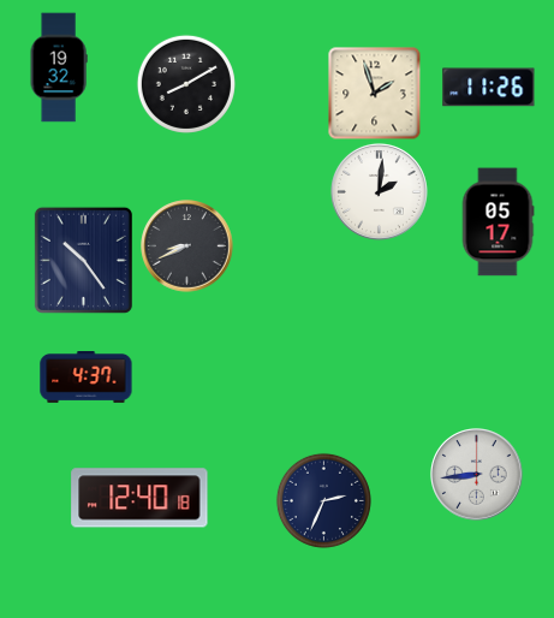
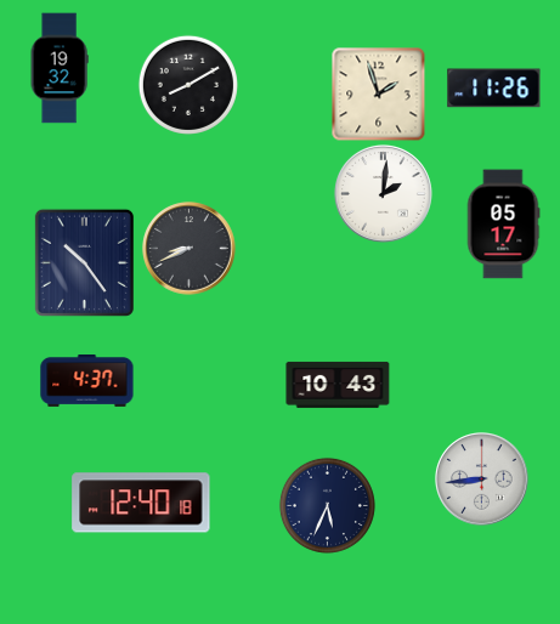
clock at (338, 385): none -> 10:43
clock at (323, 500): 2:34 -> 5:34
